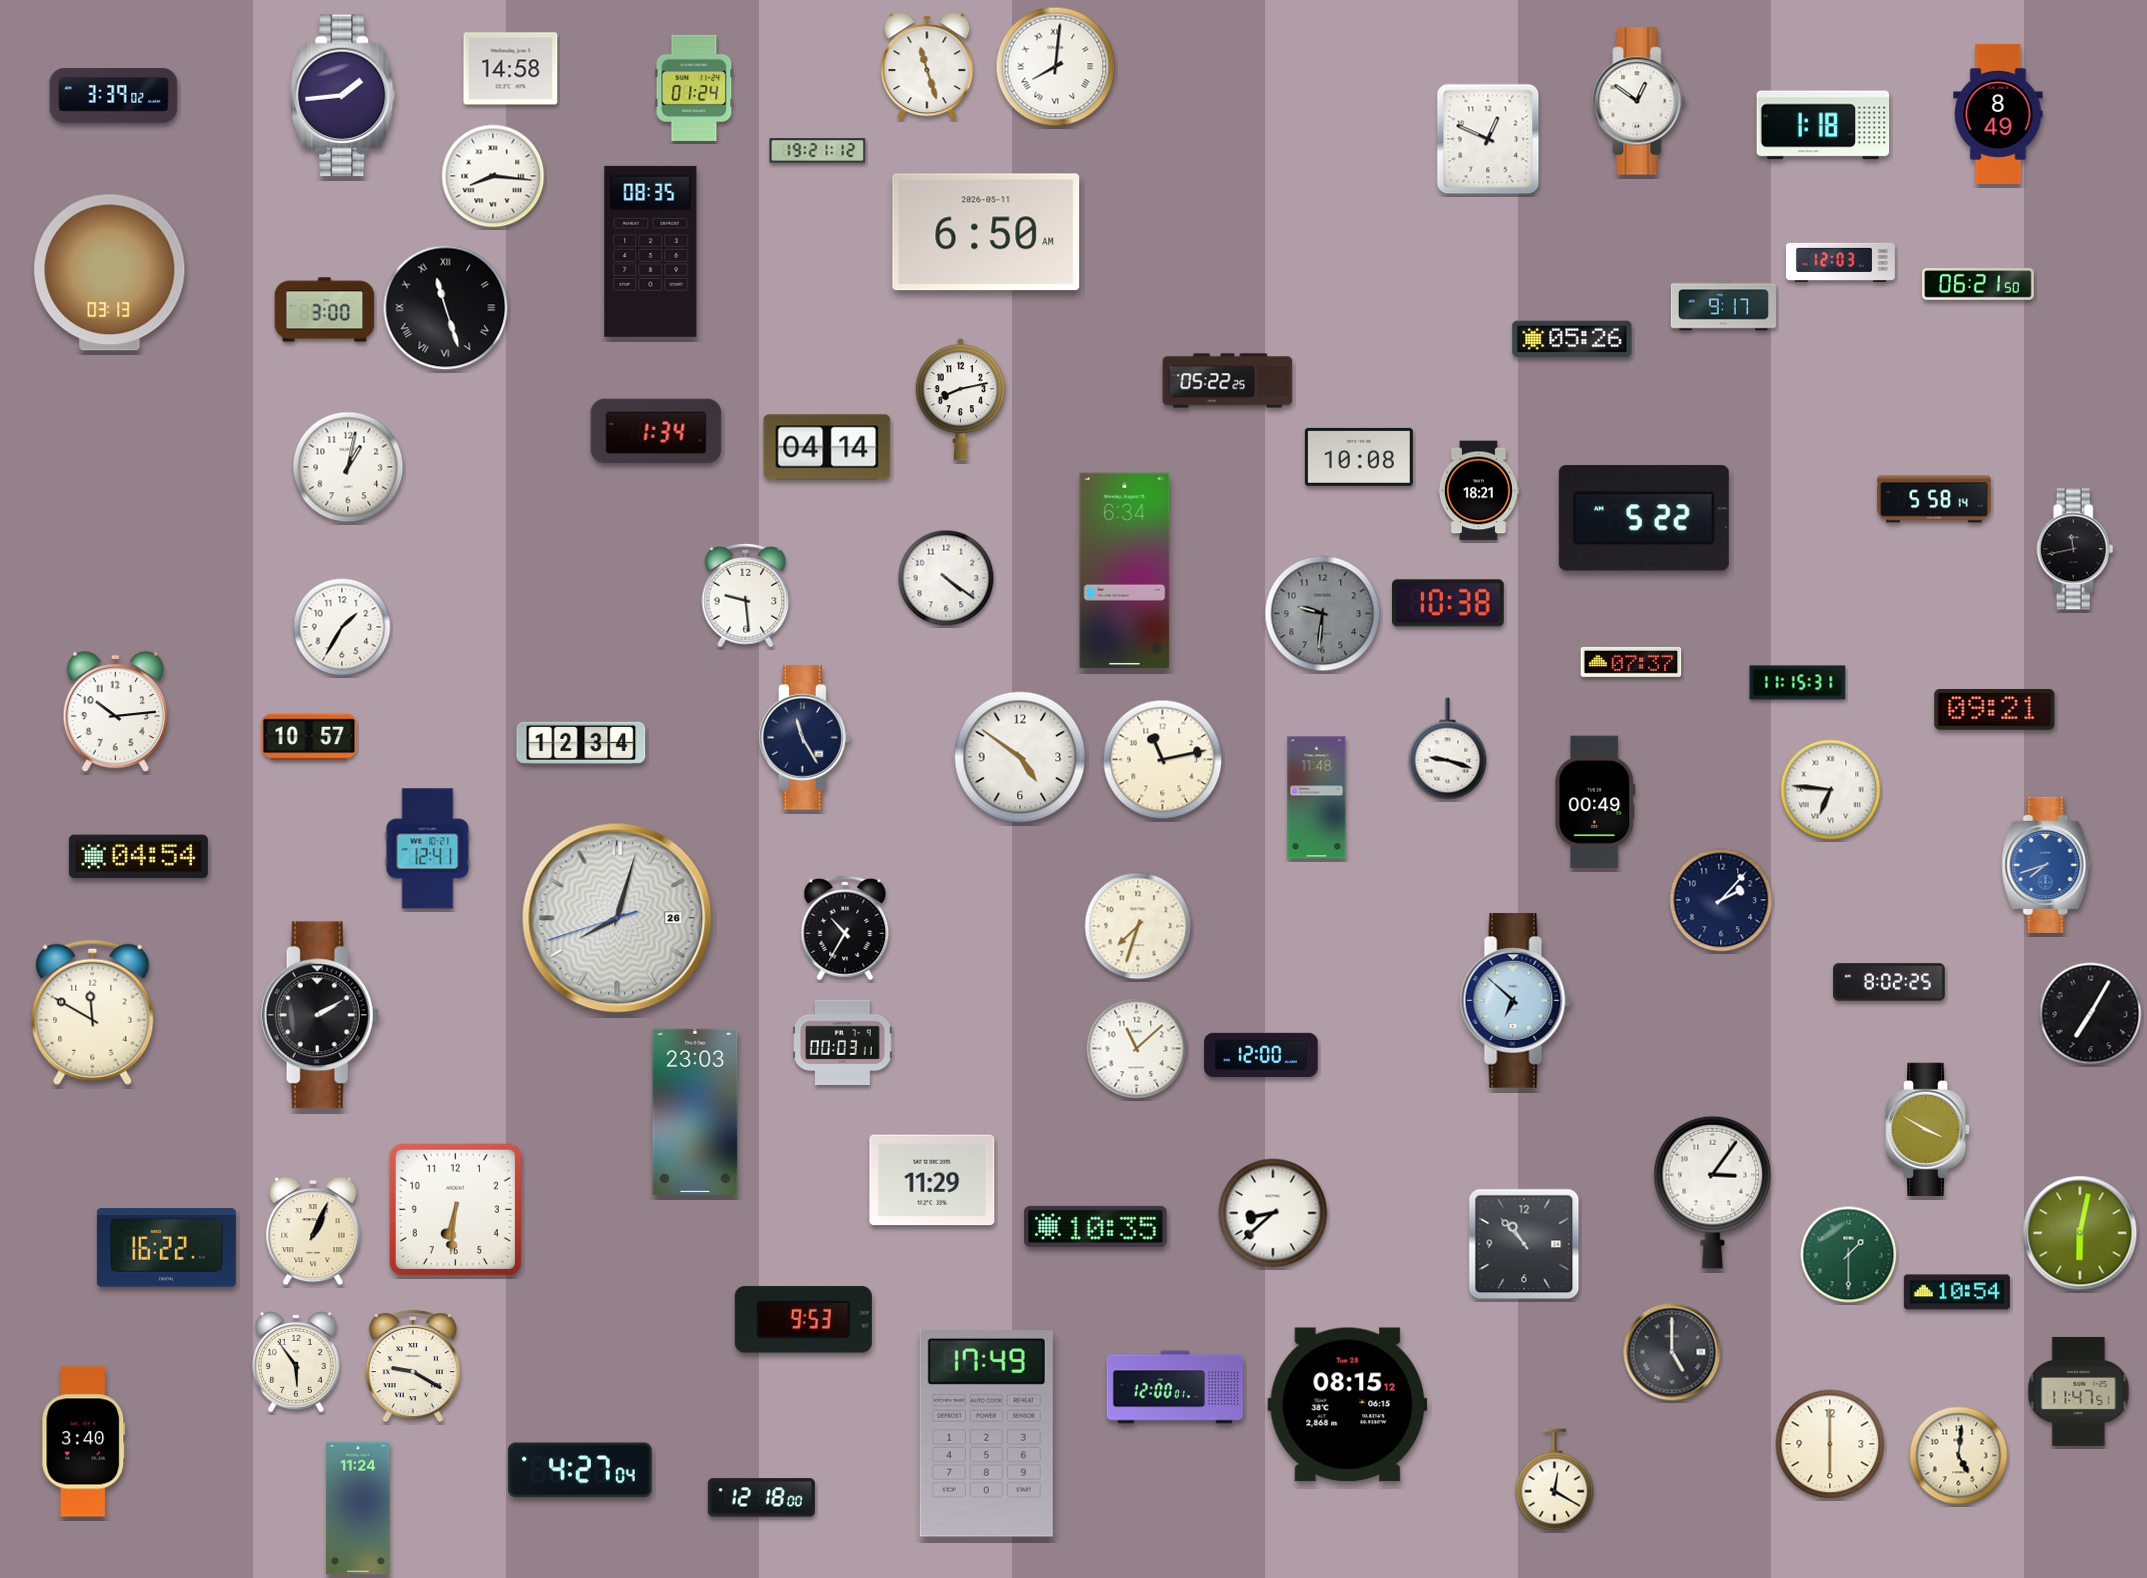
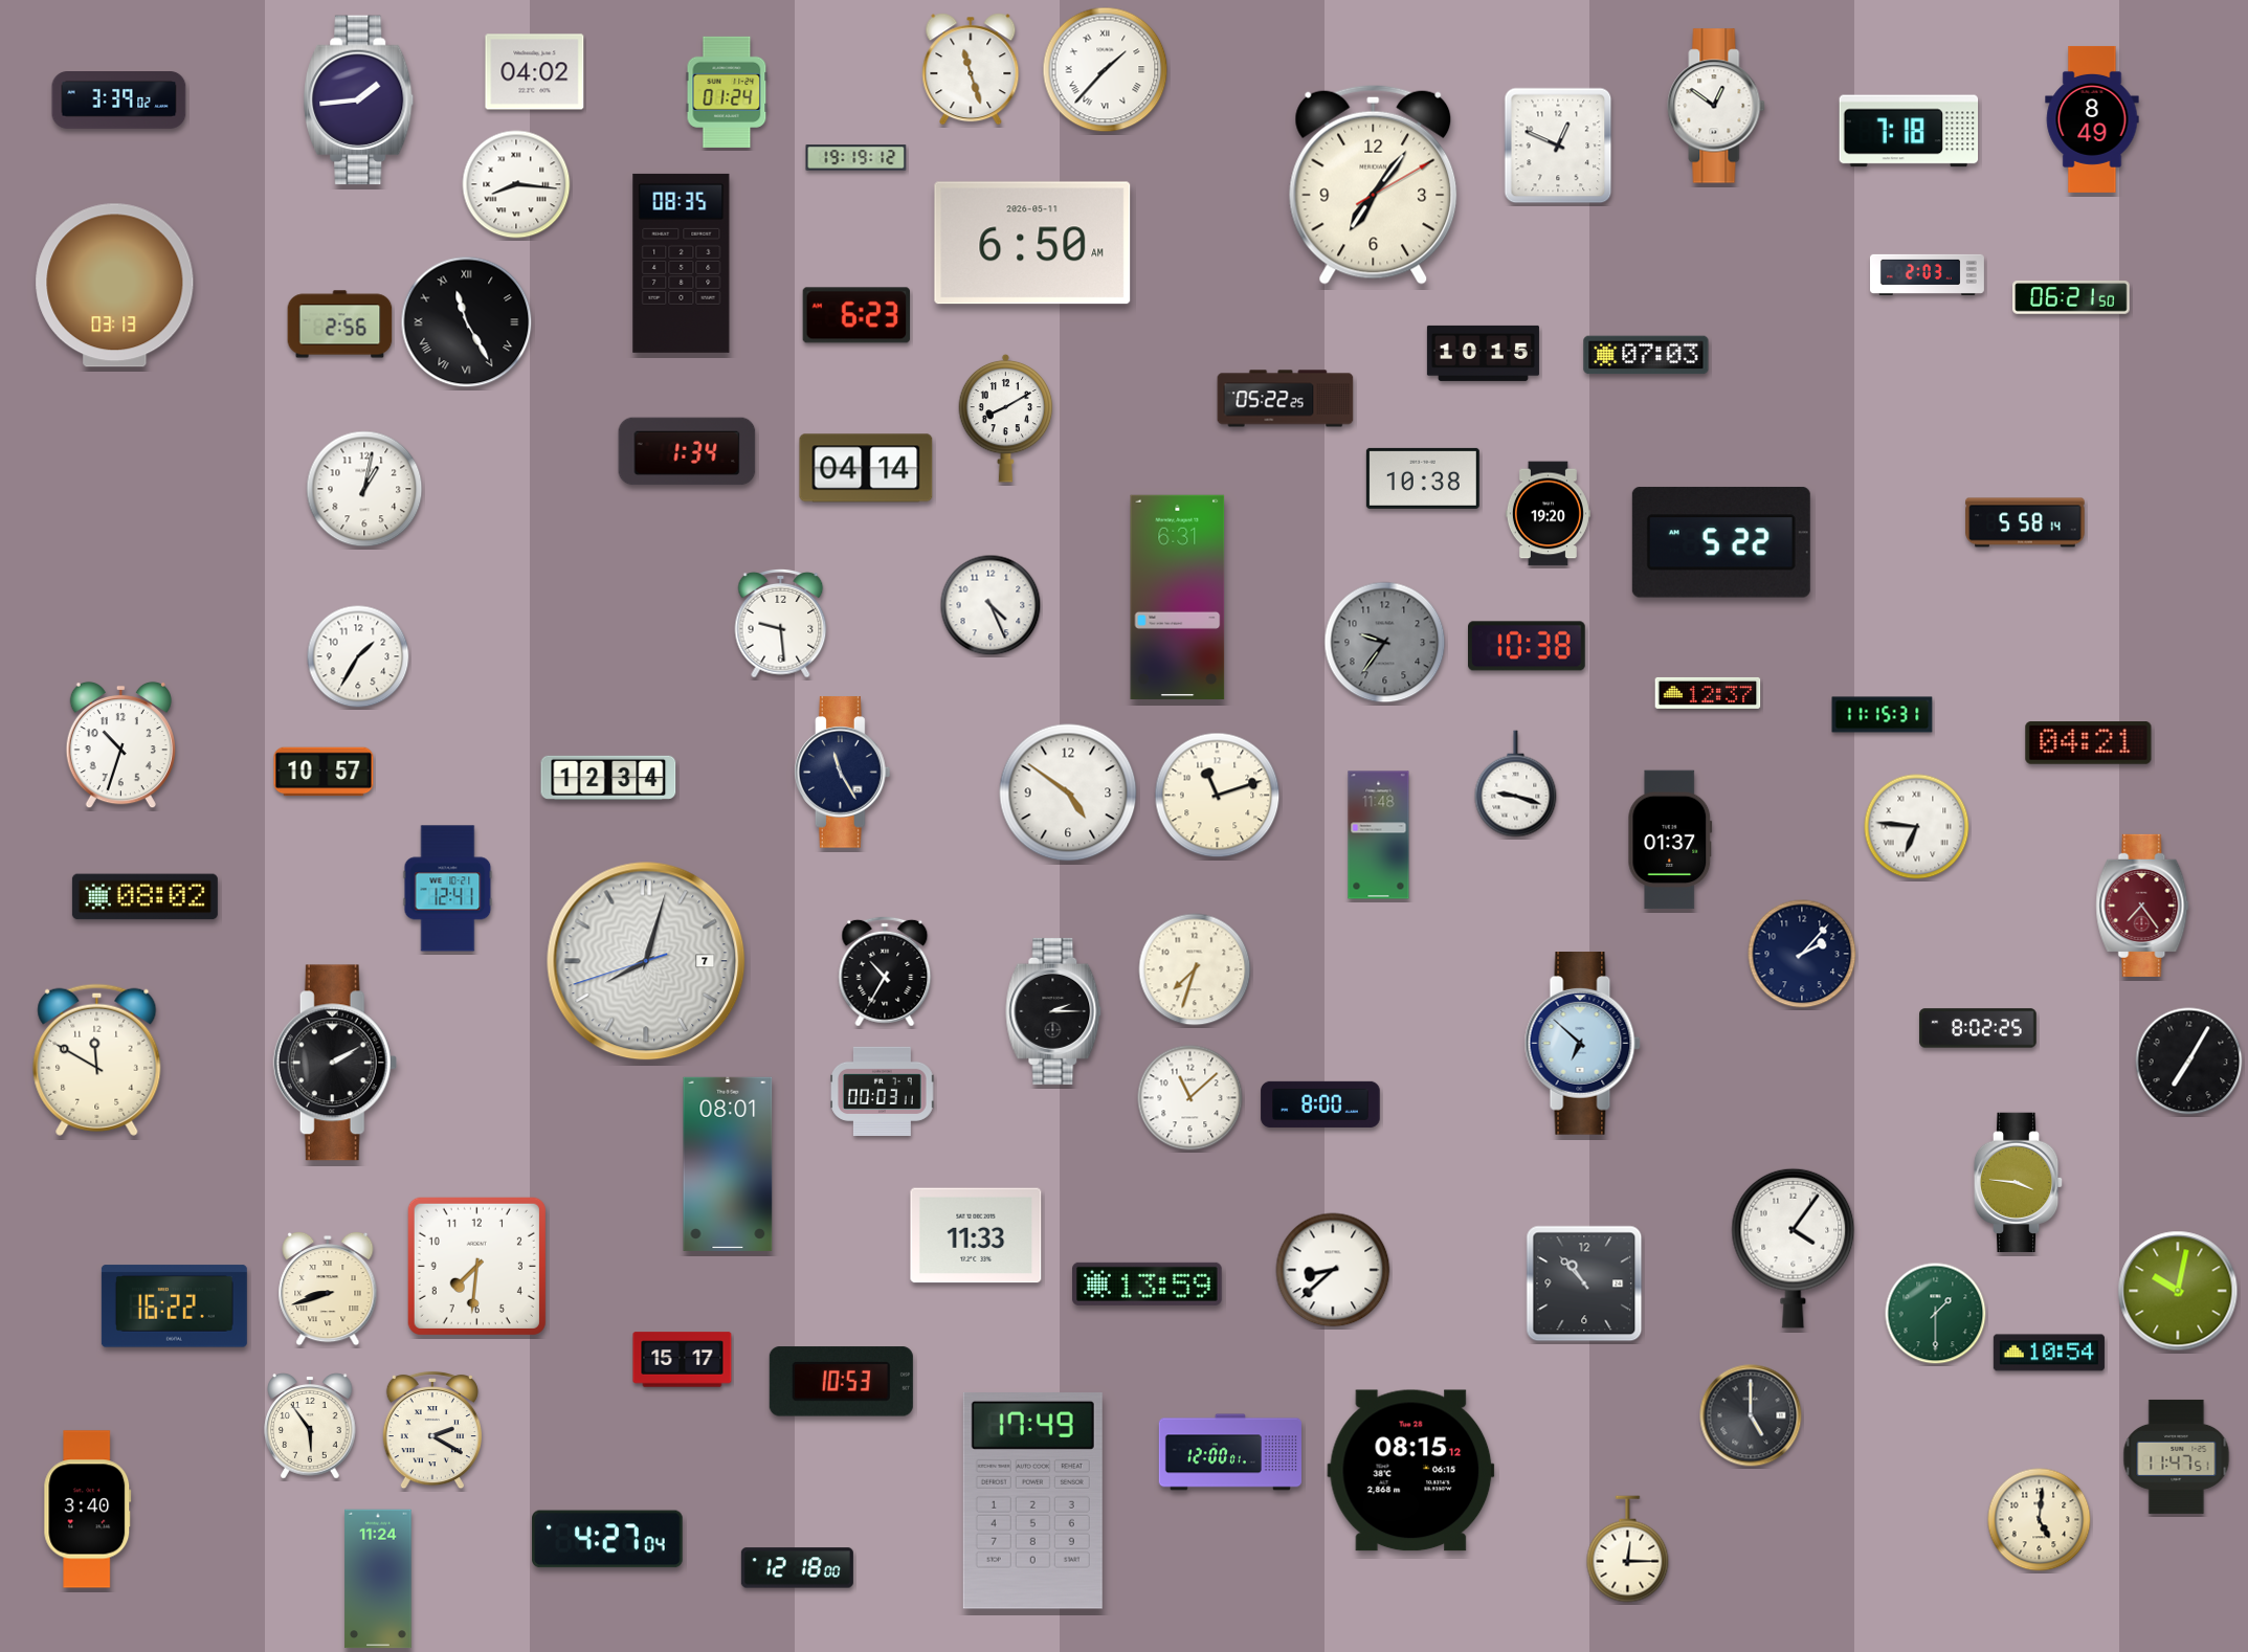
clock at (1056, 67): 8:01 -> 1:37
clock at (511, 69): 14:58 -> 04:02
clock at (1823, 125): 1:18 -> 7:18
clock at (818, 151): 19:21 -> 19:19
clock at (1374, 184): none -> 7:06
clock at (1840, 262): 12:03 -> 2:03
clock at (856, 315): none -> 6:23
clock at (1723, 306): 9:17 -> none
clock at (446, 308): 11:27 -> 11:25
clock at (325, 310): 3:00 -> 2:56
clock at (1483, 353): none -> 10:15
clock at (1572, 339): 05:26 -> 07:03
clock at (961, 399): 8:13 -> 8:10
clock at (1359, 457): 10:08 -> 10:38
clock at (1478, 491): 18:21 -> 19:20
clock at (2075, 549): 11:43 -> none
clock at (1125, 570): 6:34 -> 6:31
clock at (946, 578): 4:21 -> 4:26
clock at (1449, 603) position: (1449, 603) -> (1528, 646)
clock at (1323, 614): 9:31 -> 9:36
clock at (1631, 662): 07:37 -> 12:37
clock at (1995, 710): 09:21 -> 04:21
clock at (115, 712): 10:14 -> 10:33
clock at (1163, 760): 11:13 -> 11:12
clock at (1595, 802): 00:49 -> 01:37
clock at (138, 857): 04:54 -> 08:02
clock at (2046, 865): 7:42 -> 7:24
clock at (2046, 865) dial: blue -> burgundy
clock at (1721, 900) position: (1721, 900) -> (1802, 954)
clock at (617, 918) date: 26 -> 7
clock at (1138, 926) position: (1138, 926) -> (1195, 969)
clock at (1053, 1011): none -> 2:15
clock at (1515, 1001) position: (1515, 1001) -> (1582, 1044)
clock at (1261, 1055): 12:00 -> 8:00
clock at (695, 1112): 23:03 -> 08:01
clock at (1928, 1130): 3:50 -> 3:46
clock at (932, 1180): 11:29 -> 11:33
clock at (1713, 1192): 3:06 -> 4:06
clock at (455, 1209): 6:31 -> 7:31
clock at (1096, 1226): 10:35 -> 13:59
clock at (313, 1231): 1:04 -> 8:42
clock at (2080, 1233): 6:02 -> 10:02
clock at (1524, 1244) position: (1524, 1244) -> (1584, 1283)
clock at (683, 1360): none -> 15:17
clock at (803, 1320): 9:53 -> 10:53
clock at (413, 1366): 9:20 -> 2:20
clock at (1830, 1444): 6:00 -> none
clock at (1959, 1456) position: (1959, 1456) -> (2040, 1520)
clock at (1555, 1480): 12:20 -> 12:15
clock at (358, 1508) position: (358, 1508) -> (378, 1579)
